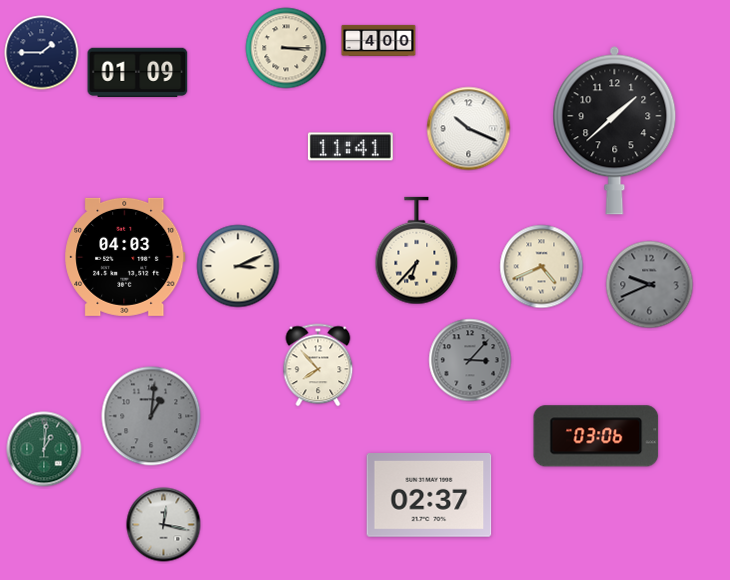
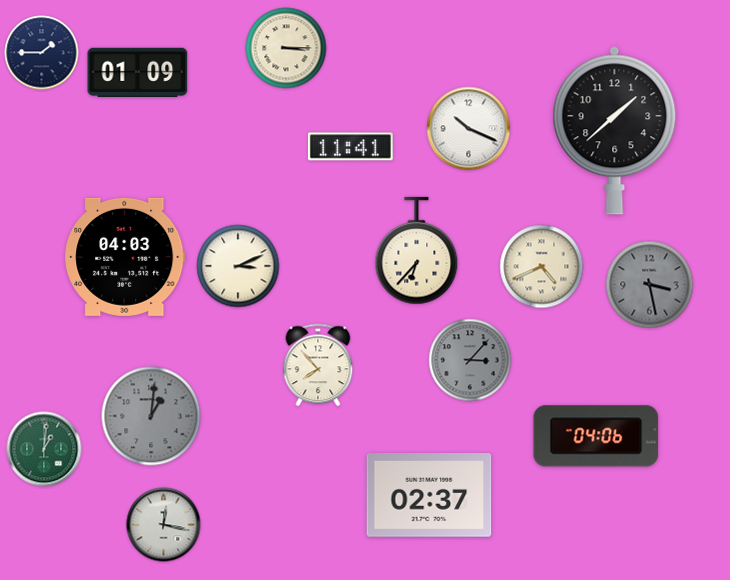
clock at (379, 40): 4:00 -> none
clock at (650, 285): 9:41 -> 3:28
clock at (596, 436): 03:06 -> 04:06
